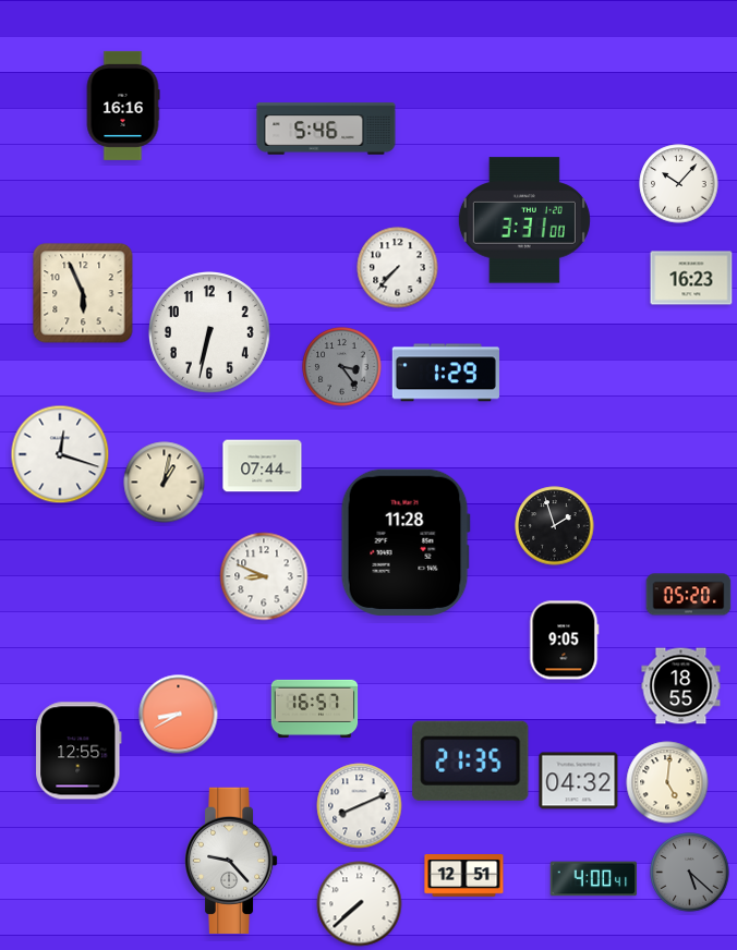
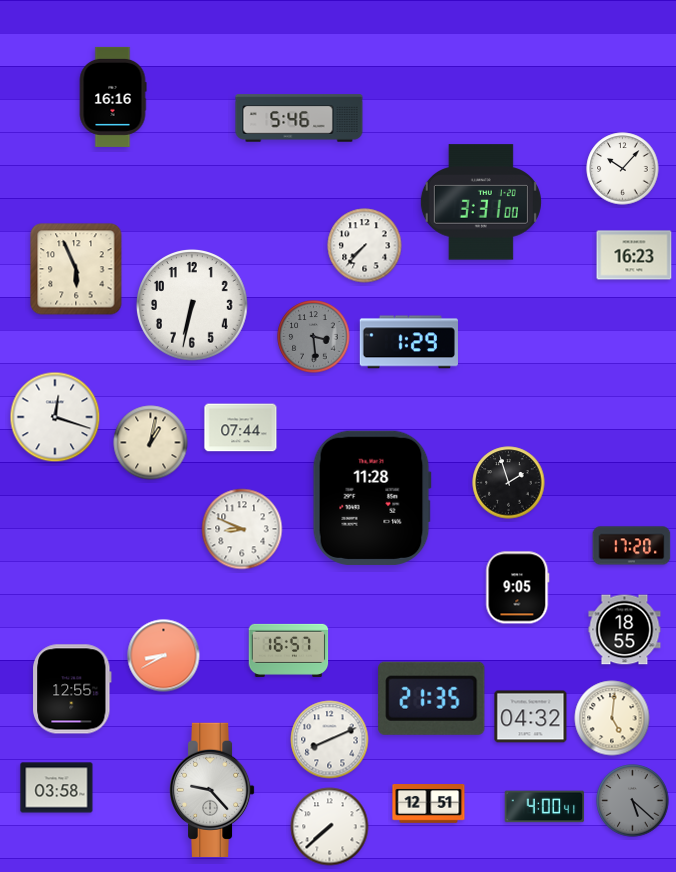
clock at (342, 367): 3:24 -> 3:29
clock at (689, 595): 05:20 -> 17:20
clock at (57, 788): none -> 03:58
clock at (464, 876) position: (464, 876) -> (429, 804)
clock at (360, 904) position: (360, 904) -> (330, 827)
